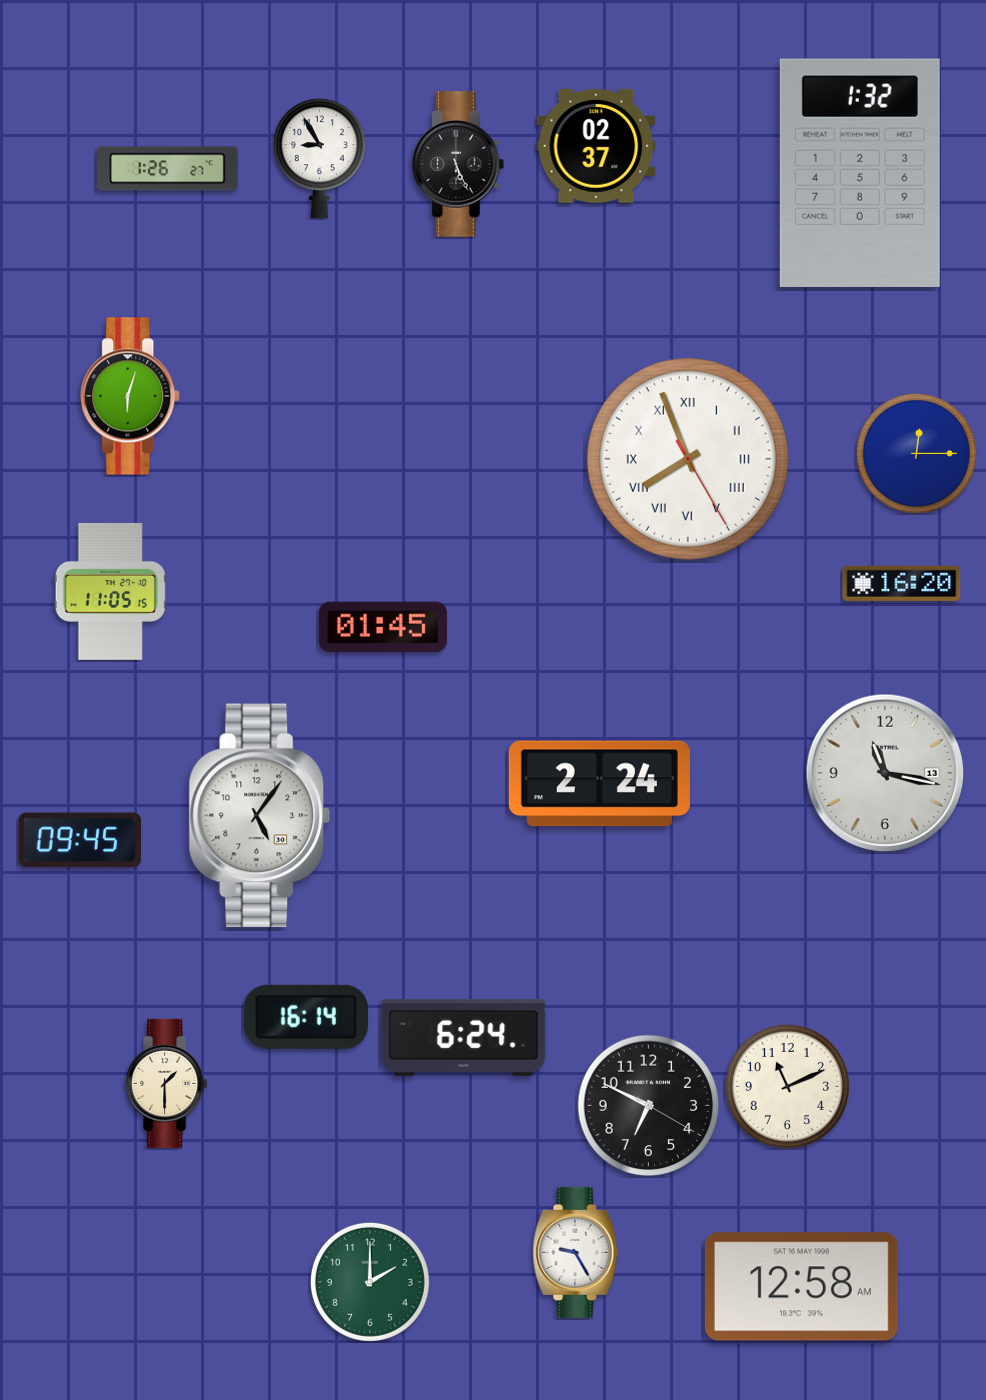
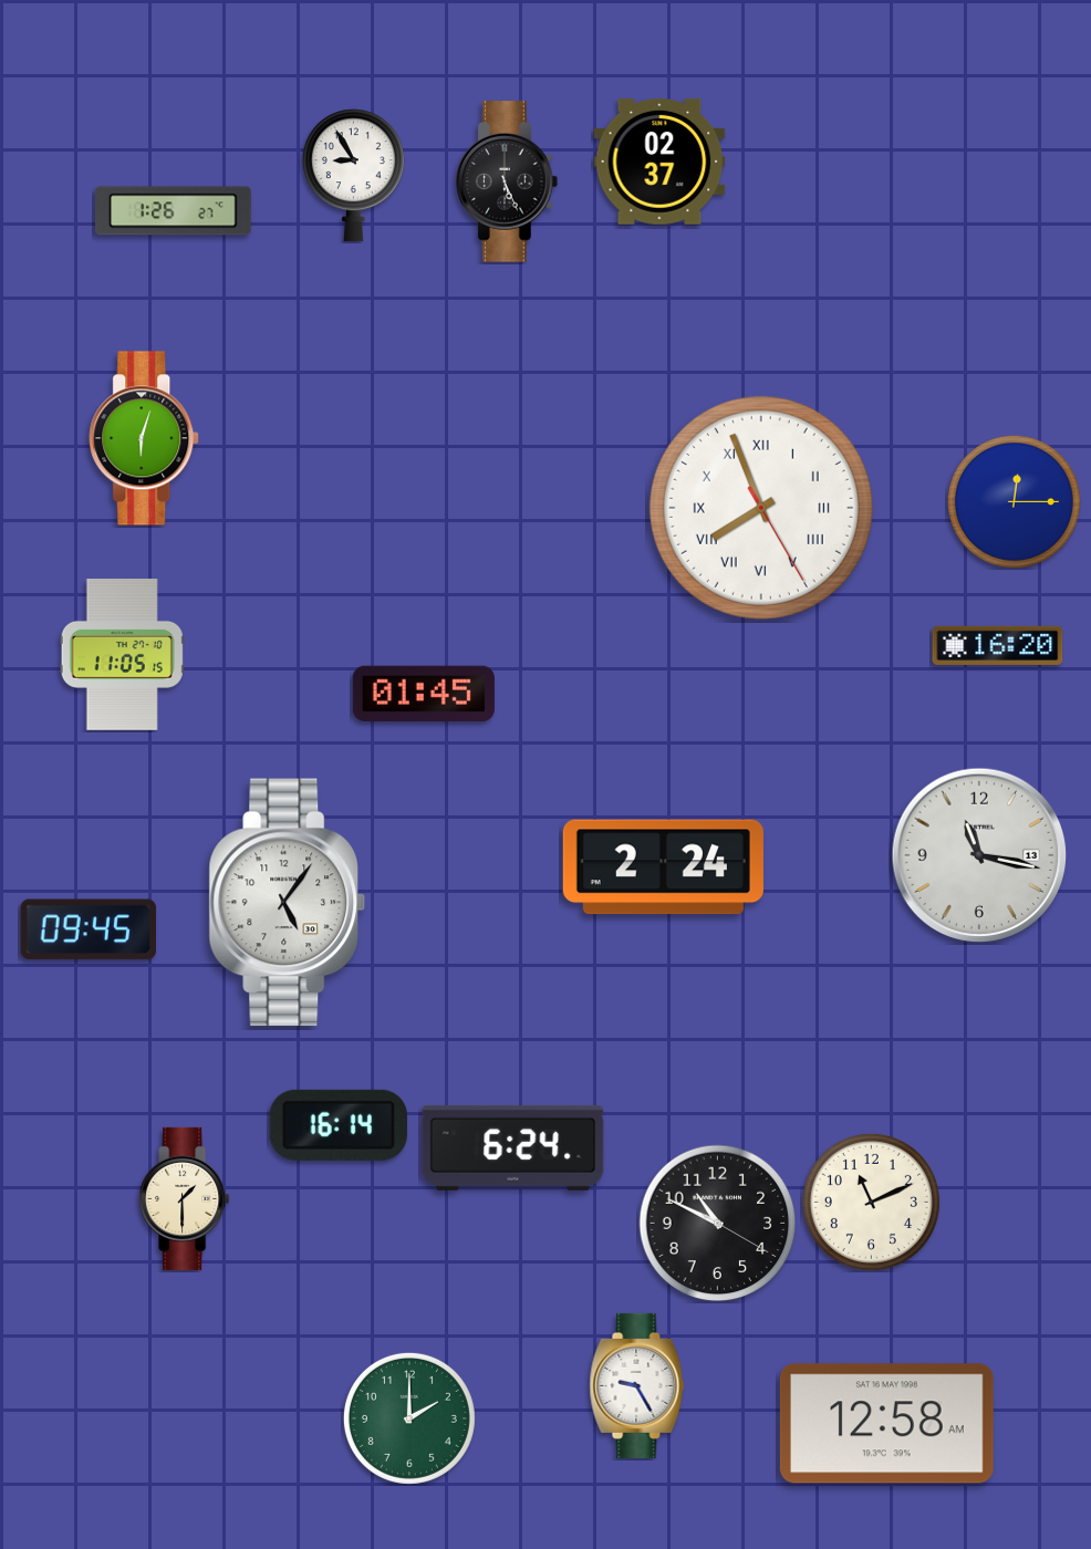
clock at (168, 169) position: (168, 169) -> (174, 211)
clock at (860, 173): 1:32 -> none
clock at (649, 1106): 6:49 -> 10:49
